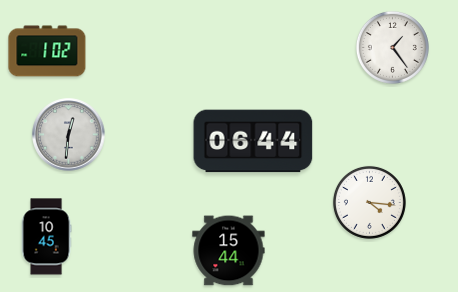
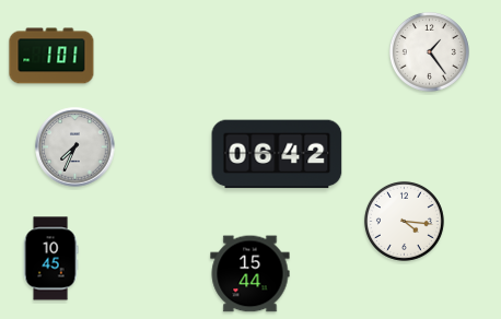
clock at (47, 51): 1:02 -> 1:01
clock at (69, 135): 12:31 -> 7:34
clock at (253, 141): 06:44 -> 06:42
